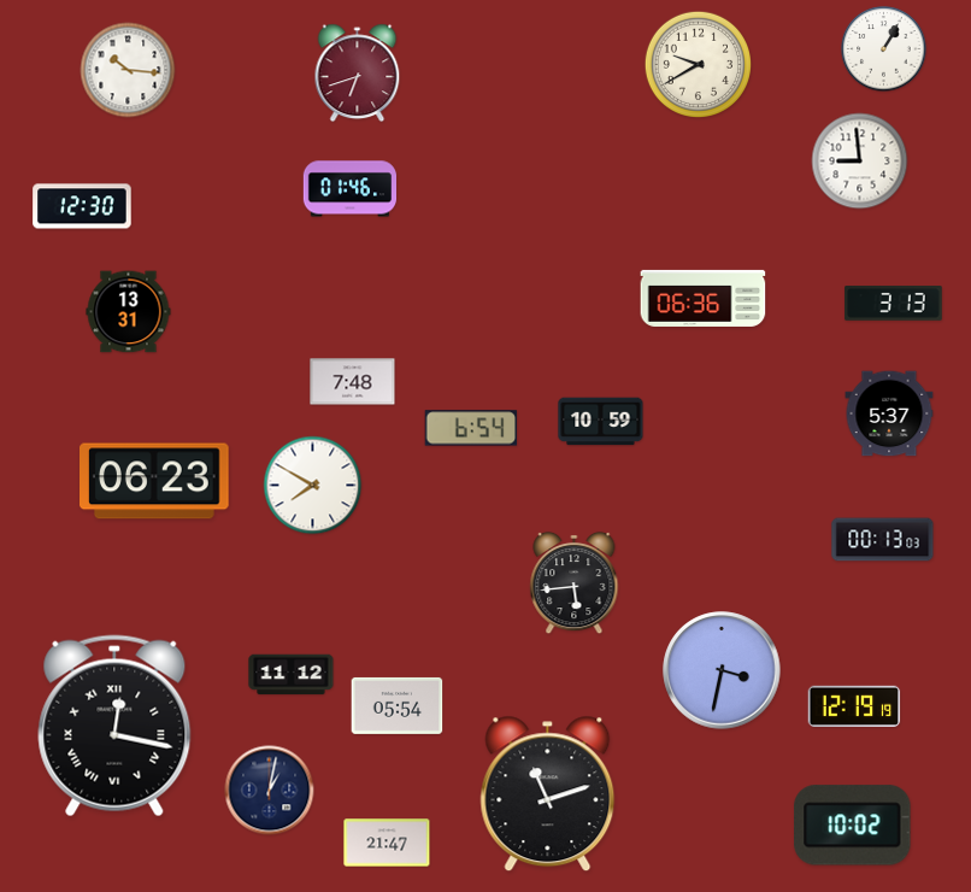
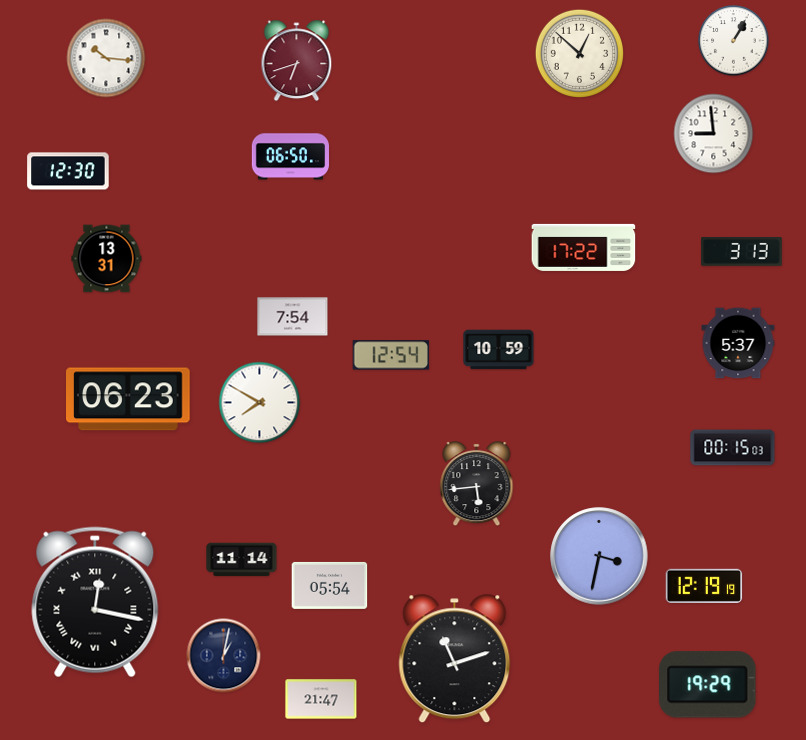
clock at (698, 64): 9:40 -> 12:52
clock at (351, 189): 01:46 -> 06:50
clock at (704, 298): 06:36 -> 17:22
clock at (353, 382): 7:48 -> 7:54
clock at (471, 428): 6:54 -> 12:54
clock at (883, 540): 00:13 -> 00:15
clock at (292, 675): 11:12 -> 11:14
clock at (854, 705) position: (854, 705) -> (704, 585)
clock at (853, 826): 10:02 -> 19:29
